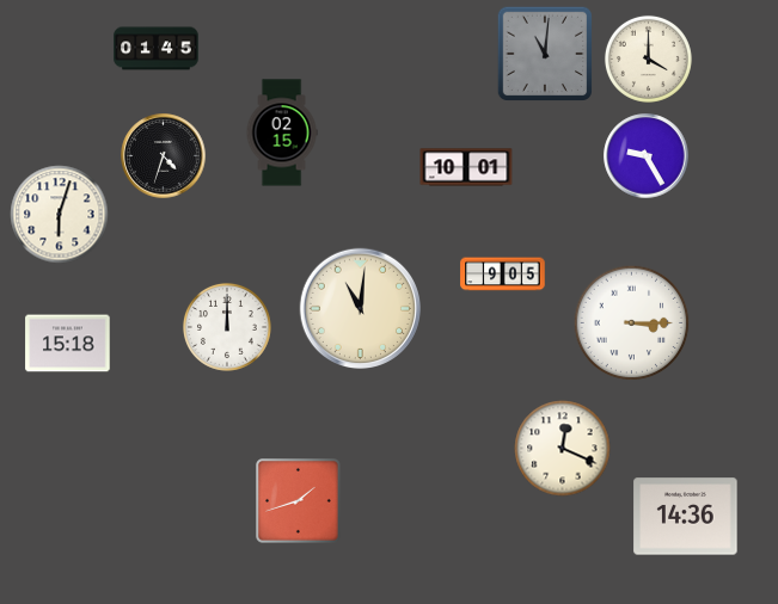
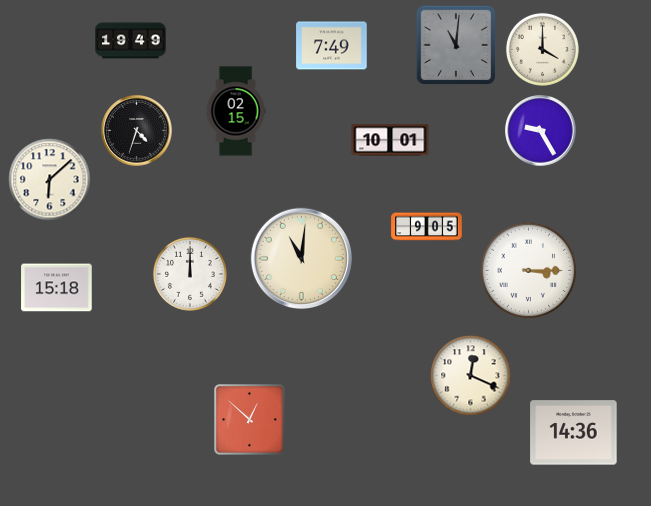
clock at (157, 49): 01:45 -> 19:49
clock at (332, 46): none -> 7:49
clock at (60, 215): 6:03 -> 6:08
clock at (503, 275) position: (503, 275) -> (427, 227)
clock at (299, 501): 1:42 -> 12:52
